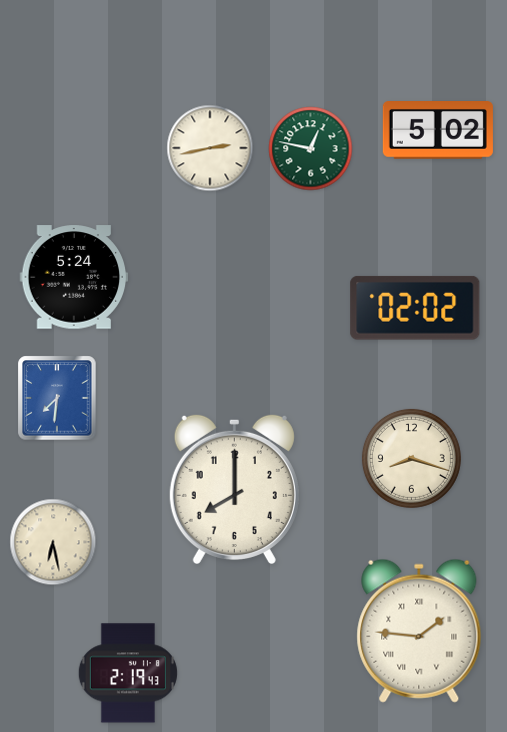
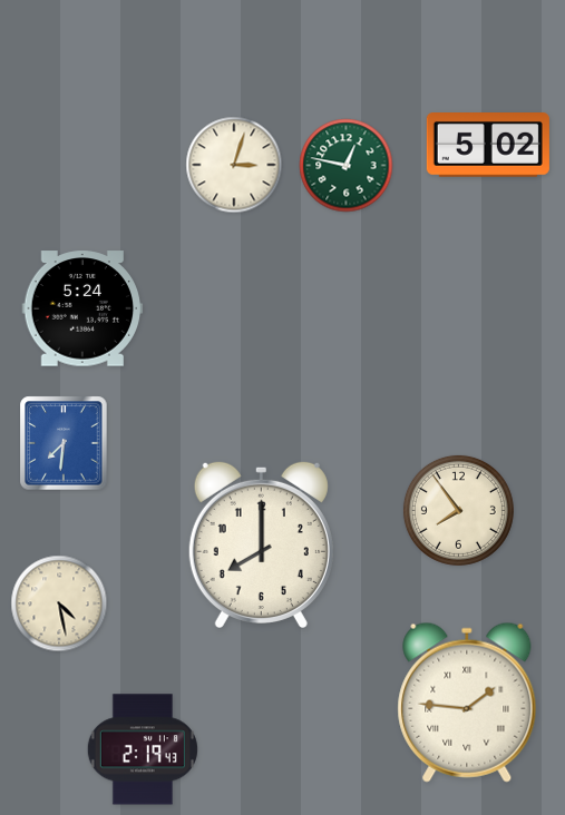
clock at (210, 148): 2:43 -> 3:03
clock at (415, 308): 02:02 -> none
clock at (411, 458): 8:18 -> 7:54
clock at (53, 542): 6:28 -> 4:28
